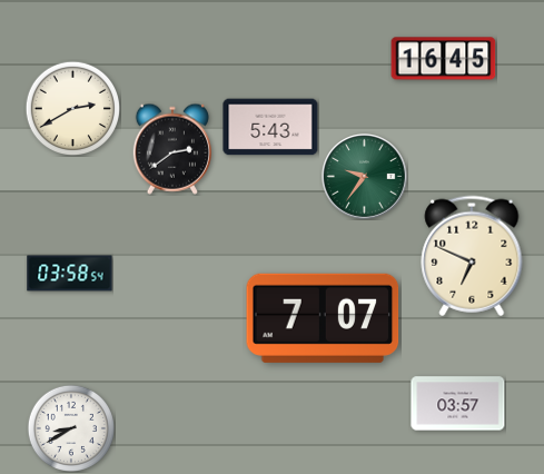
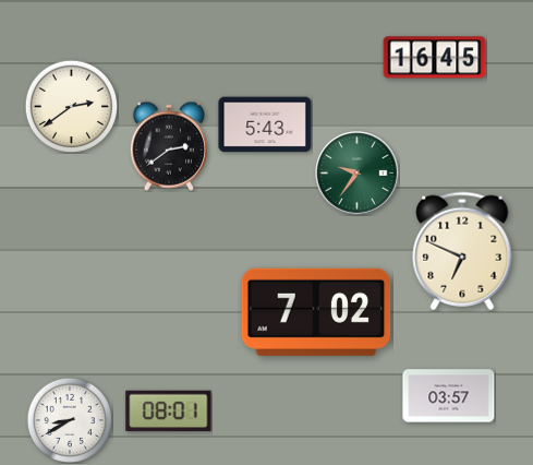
clock at (72, 108): 2:40 -> 2:39
clock at (70, 274): 03:58 -> none
clock at (323, 318): 7:07 -> 7:02
clock at (169, 412): none -> 08:01
